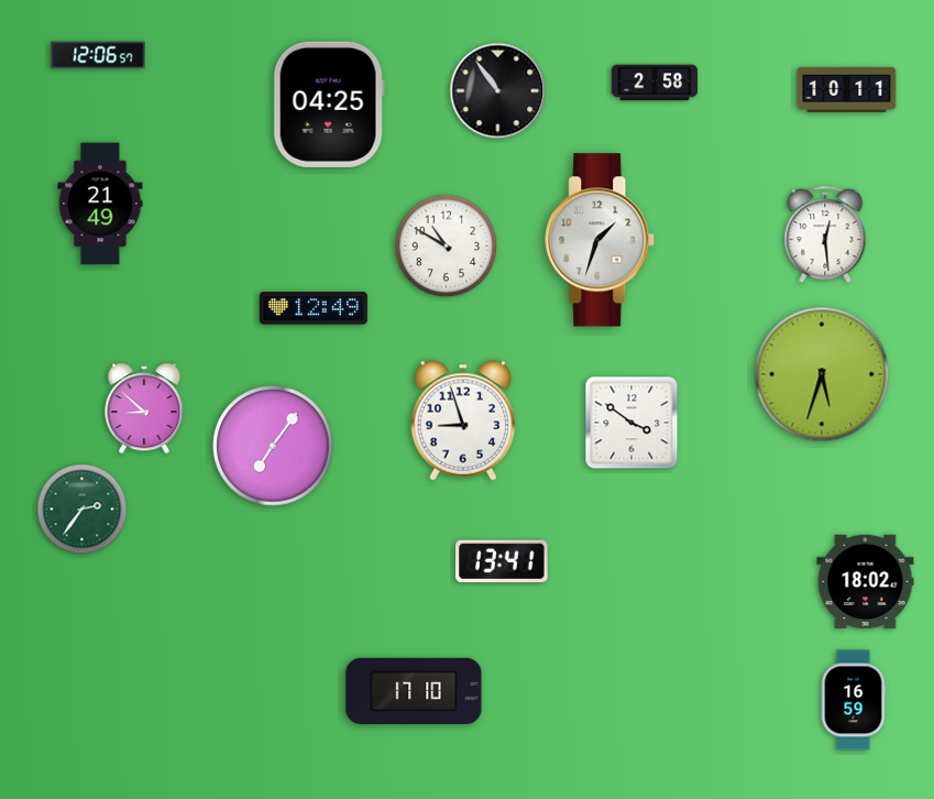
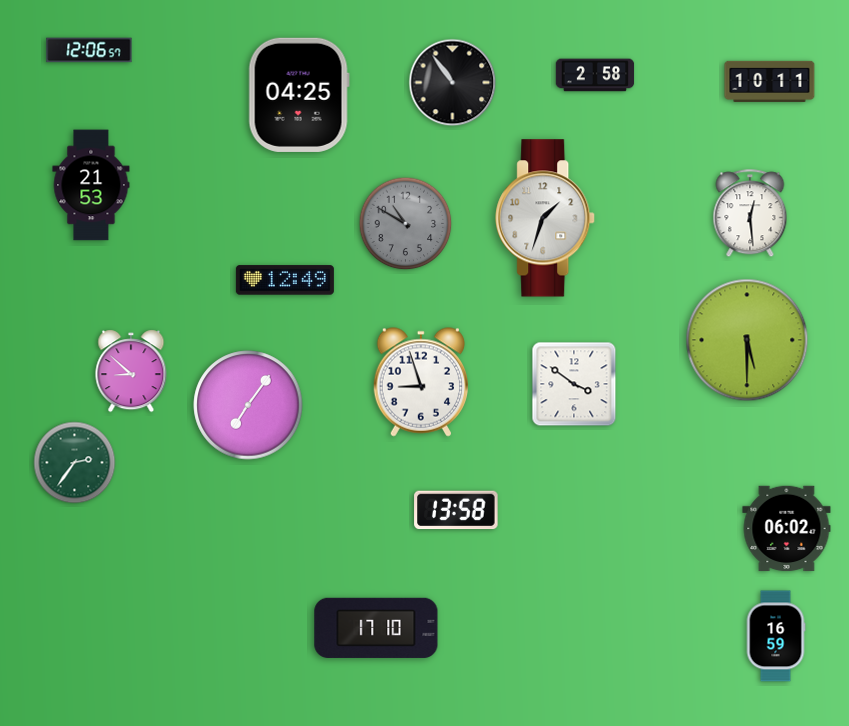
clock at (100, 204): 21:49 -> 21:53
clock at (447, 247) dial: white -> grey
clock at (822, 374): 5:33 -> 5:30
clock at (502, 561): 13:41 -> 13:58
clock at (866, 582): 18:02 -> 06:02
